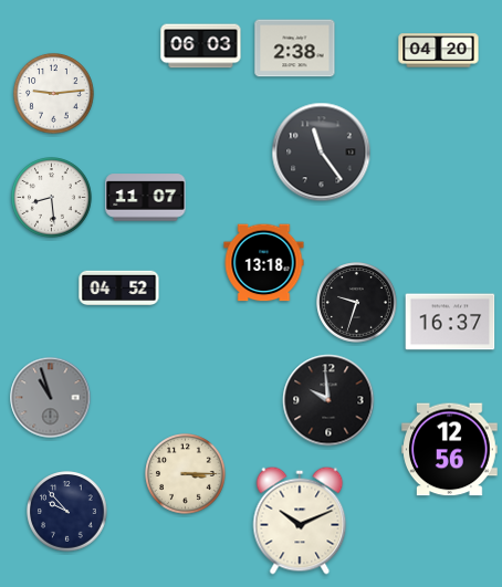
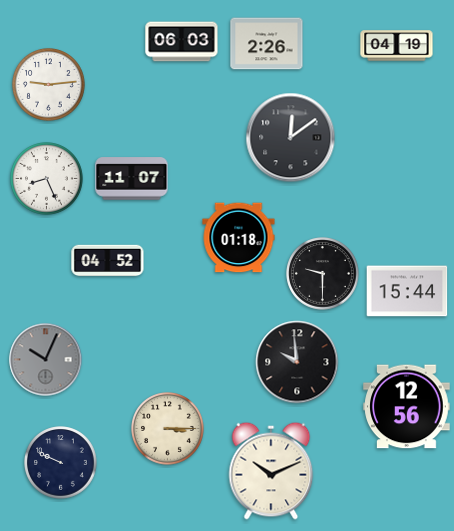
clock at (295, 49): 2:38 -> 2:26
clock at (439, 51): 04:20 -> 04:19
clock at (322, 153): 11:24 -> 12:09
clock at (52, 198): 8:29 -> 8:26
clock at (264, 263): 13:18 -> 01:18
clock at (357, 303): 9:33 -> 9:30
clock at (450, 322): 16:37 -> 15:44
clock at (51, 398): 10:57 -> 10:04
clock at (67, 512): 9:53 -> 9:49
